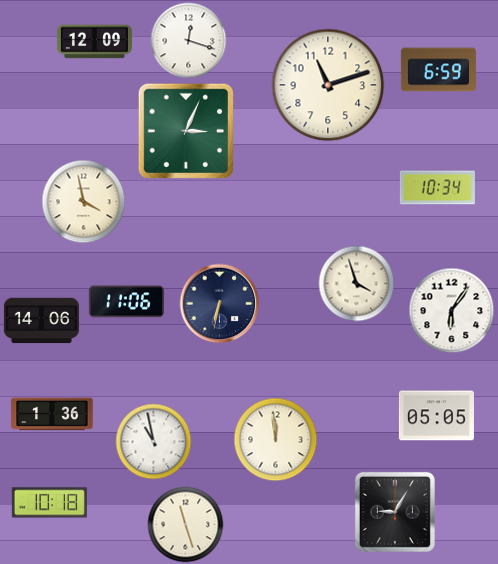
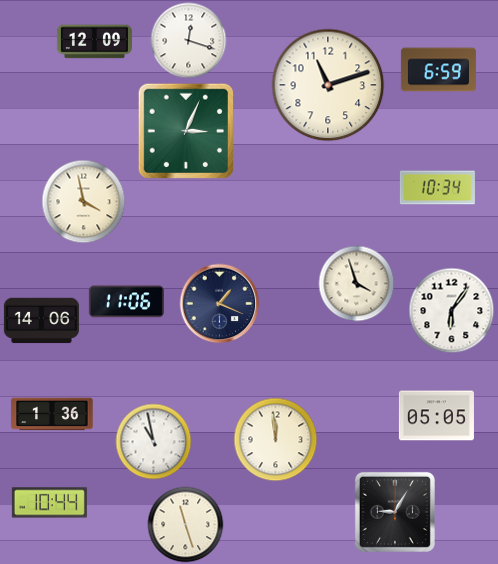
clock at (220, 304): 6:32 -> 1:19
clock at (49, 503): 10:18 -> 10:44
